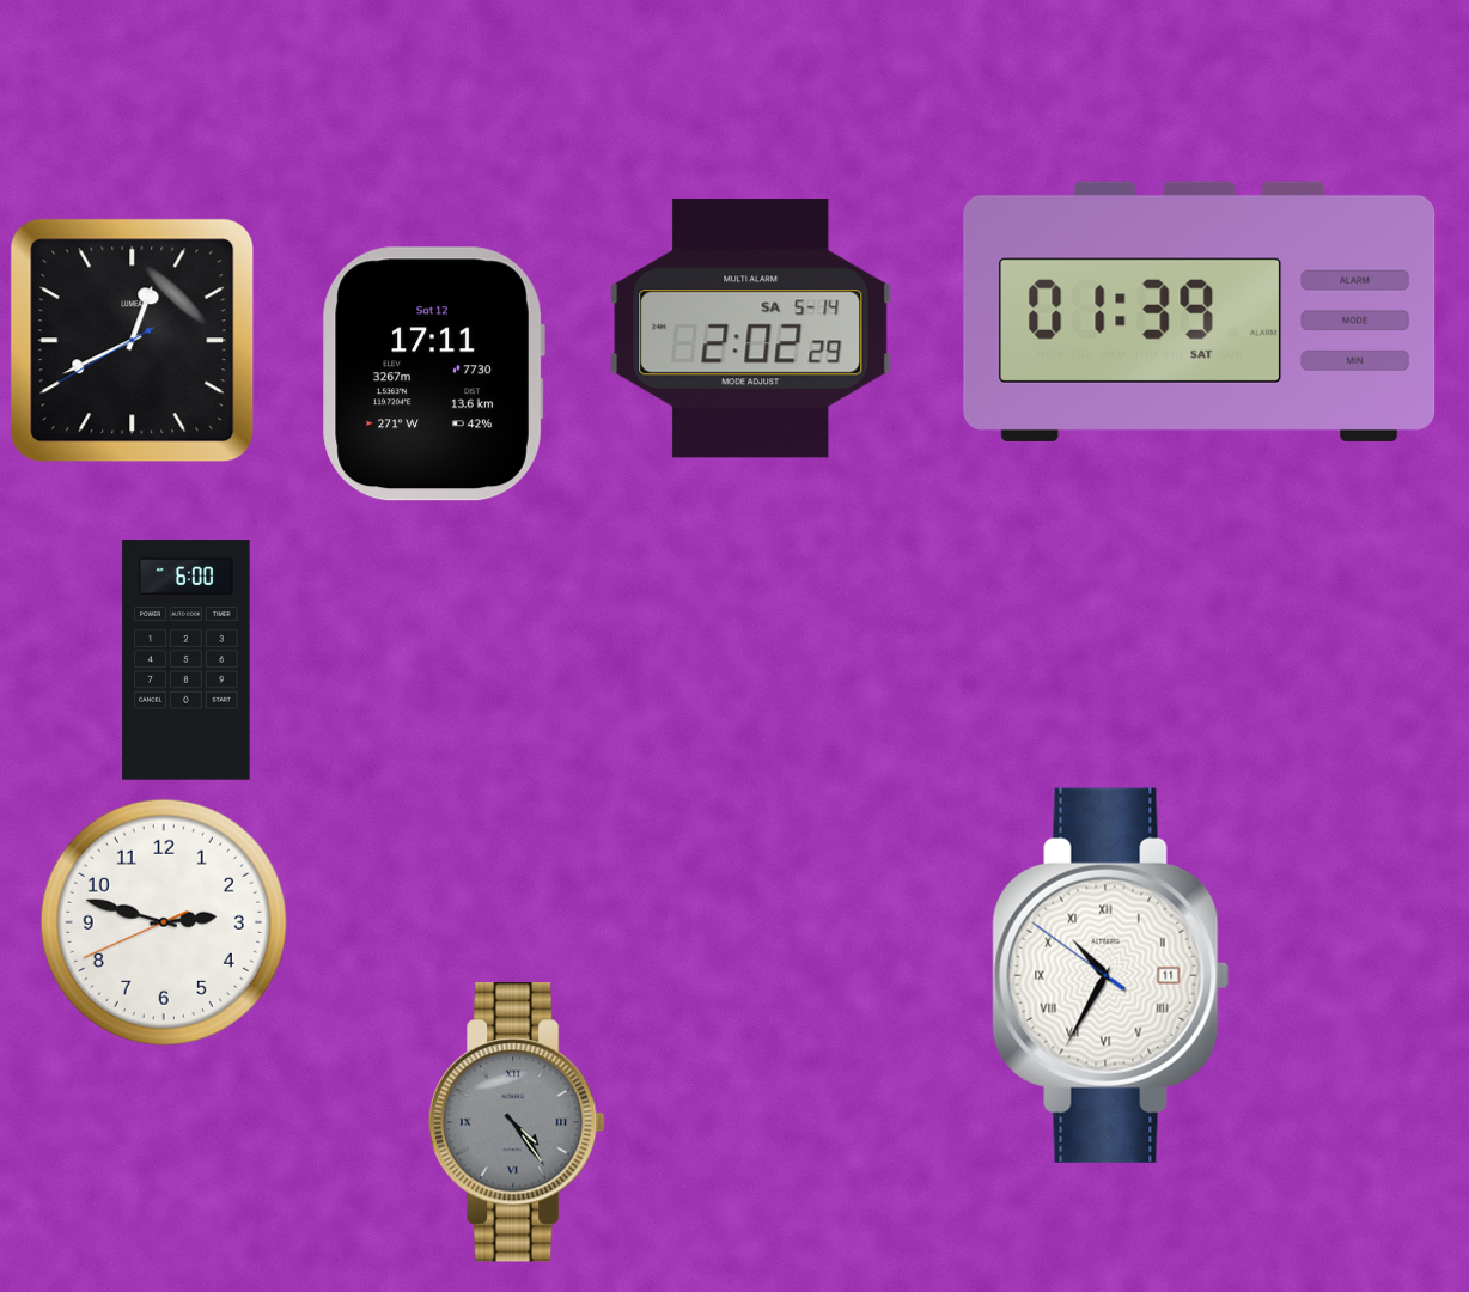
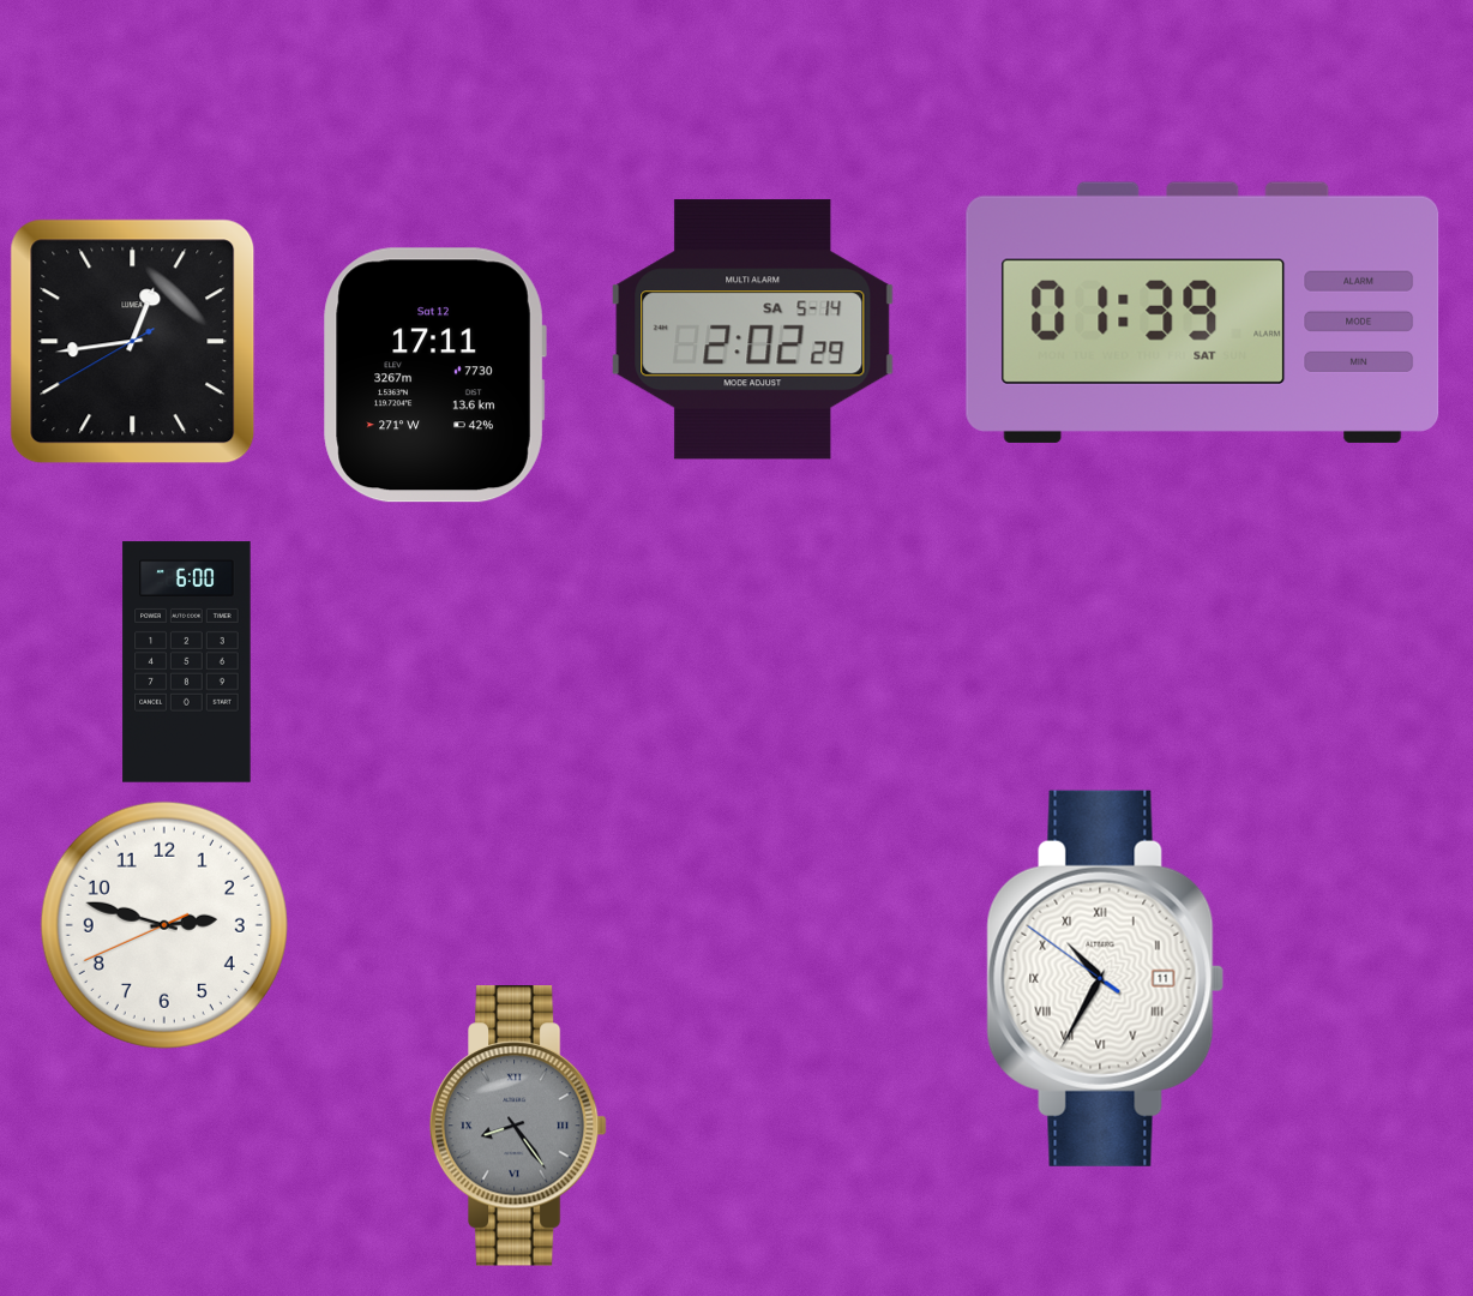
clock at (133, 341): 12:40 -> 12:43
clock at (1111, 975) position: (1111, 975) -> (1106, 978)
clock at (517, 1122): 4:24 -> 8:24
